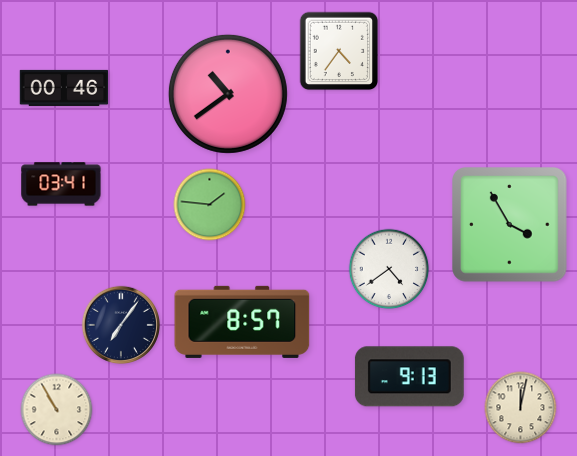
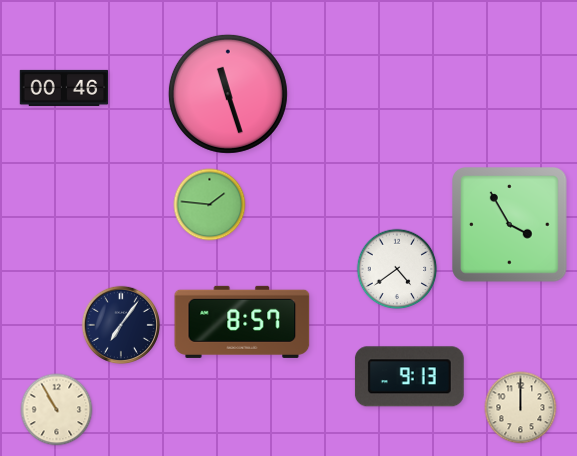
clock at (339, 51): 4:36 -> none
clock at (228, 94): 10:39 -> 11:27
clock at (61, 184): 03:41 -> none
clock at (389, 269) position: (389, 269) -> (397, 269)
clock at (521, 408): 12:02 -> 12:00
